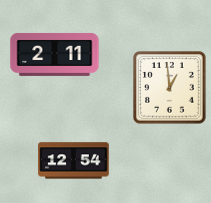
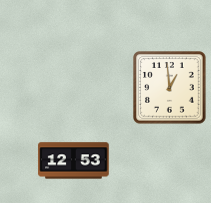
clock at (55, 54): 2:11 -> none
clock at (74, 161): 12:54 -> 12:53
